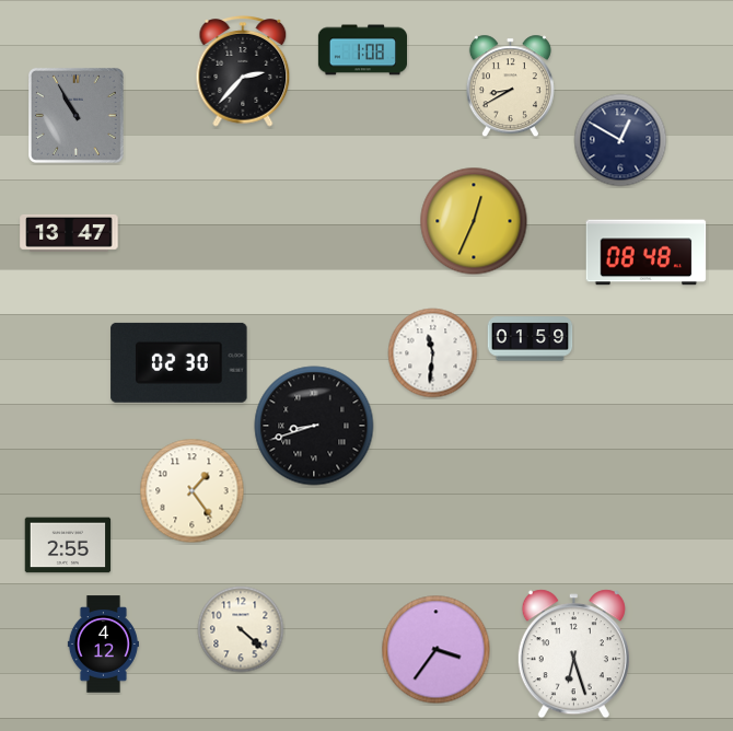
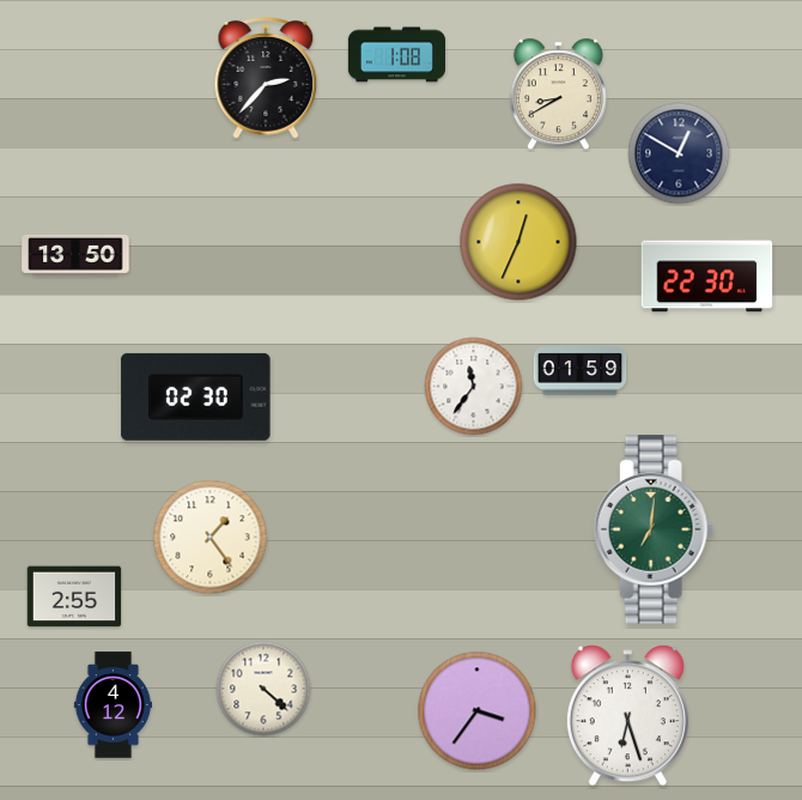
clock at (75, 115): 10:55 -> none
clock at (69, 233): 13:47 -> 13:50
clock at (647, 253): 08:48 -> 22:30
clock at (433, 353): 11:31 -> 11:36
clock at (314, 426): 8:42 -> none
clock at (654, 529): none -> 7:01
